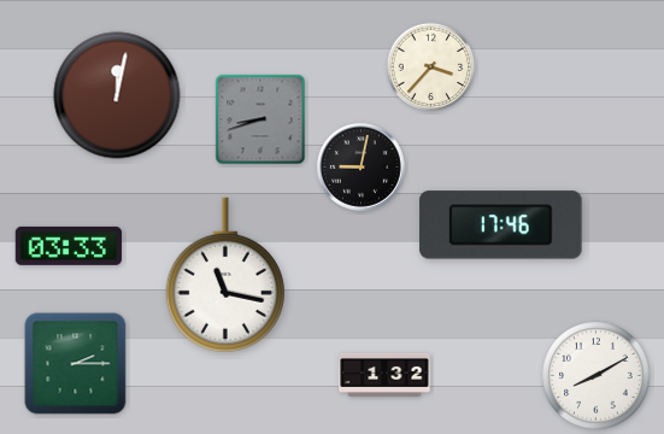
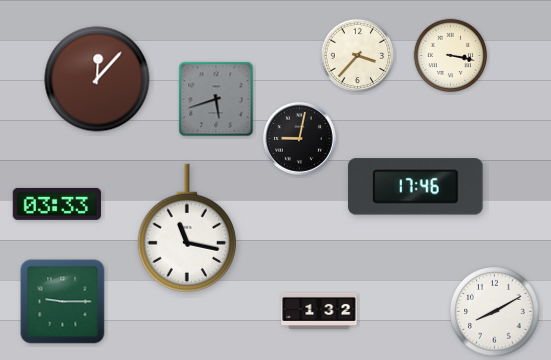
clock at (451, 56): none -> 3:17
clock at (117, 95): 12:02 -> 12:07
clock at (260, 119): 8:42 -> 5:42
clock at (76, 364): 2:15 -> 9:15
